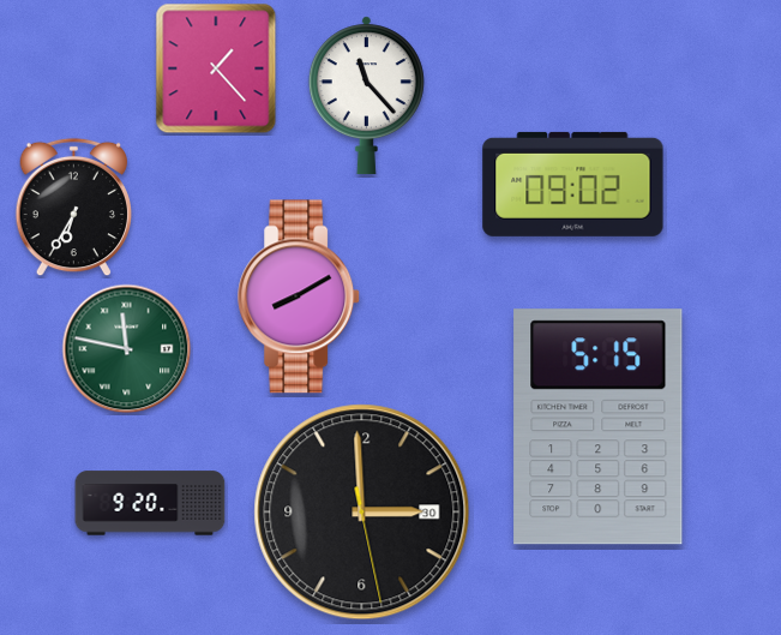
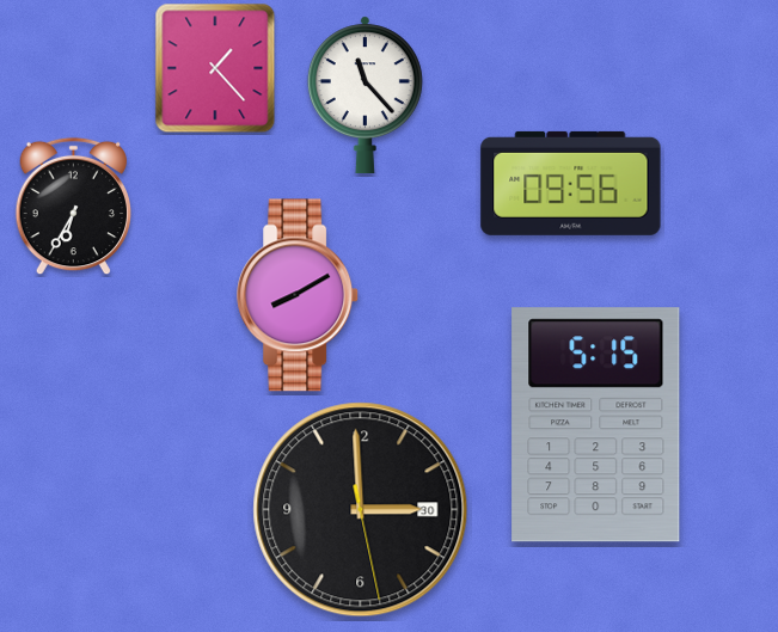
clock at (573, 184): 09:02 -> 09:56
clock at (127, 349): 11:47 -> none
clock at (150, 503): 9:20 -> none
